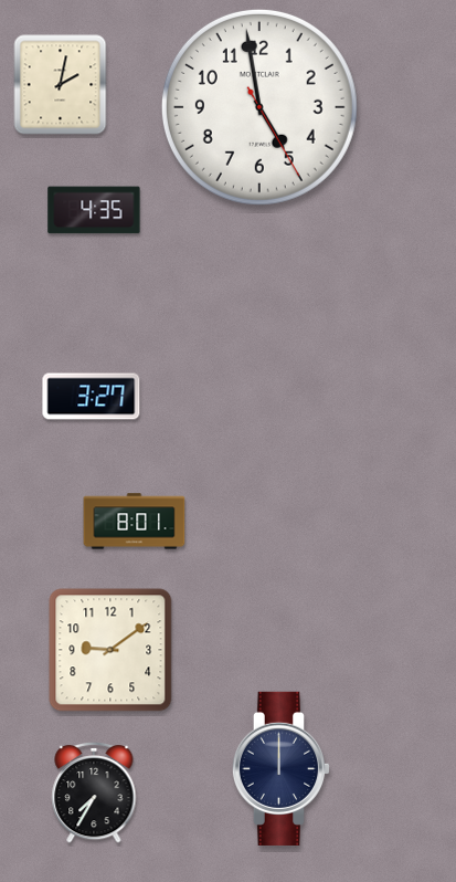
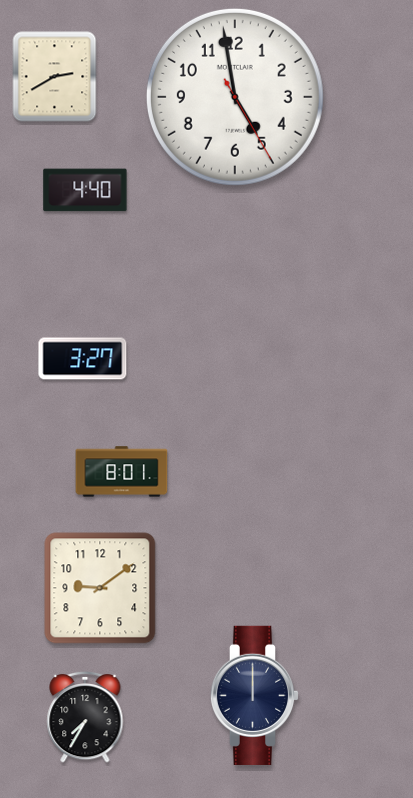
clock at (61, 85): 2:02 -> 2:40
clock at (94, 210): 4:35 -> 4:40
